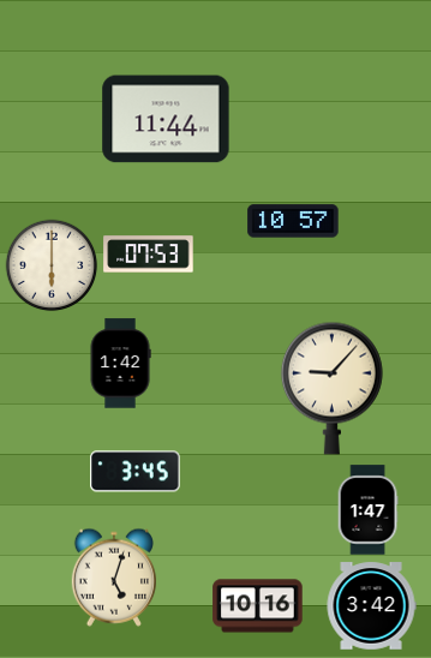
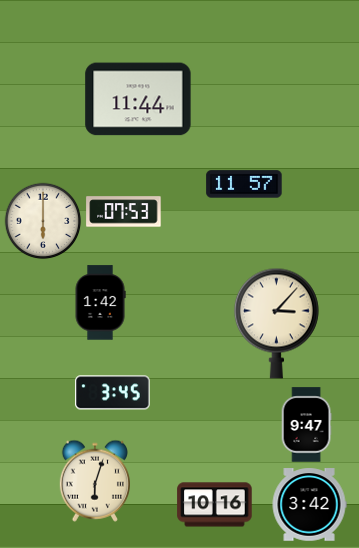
clock at (293, 221): 10:57 -> 11:57
clock at (331, 388): 9:07 -> 3:07
clock at (367, 510): 1:47 -> 9:47
clock at (113, 578): 5:03 -> 6:03
